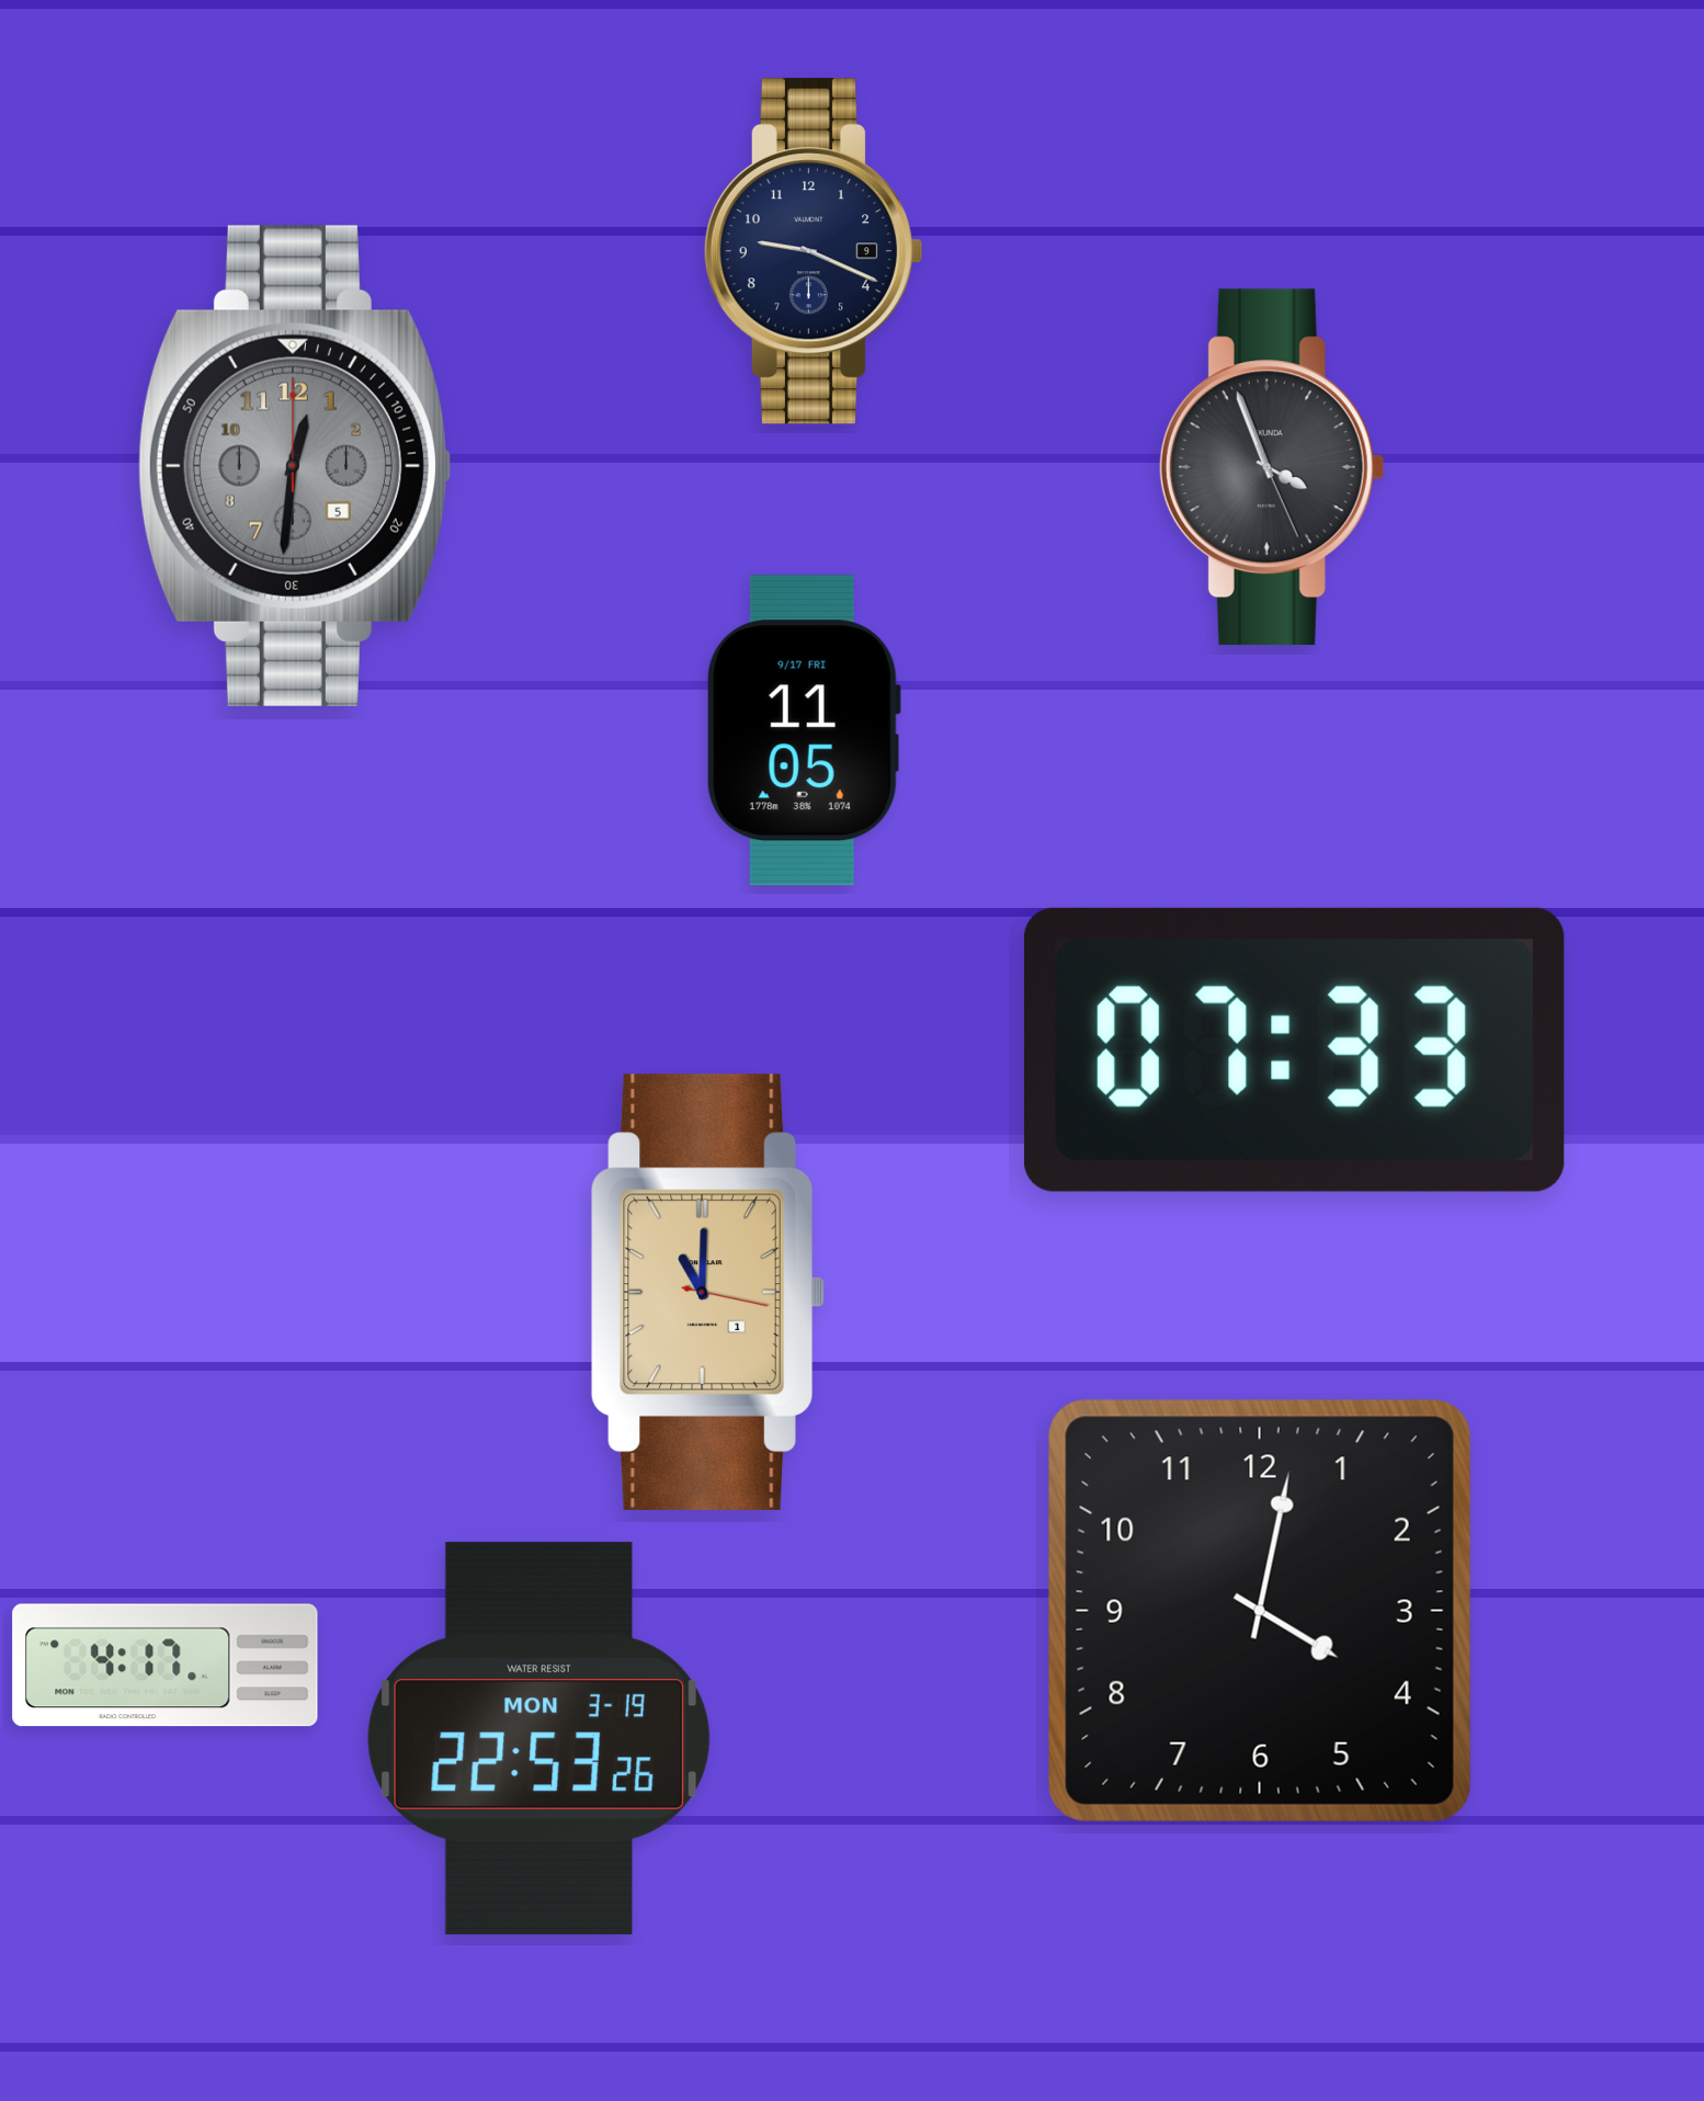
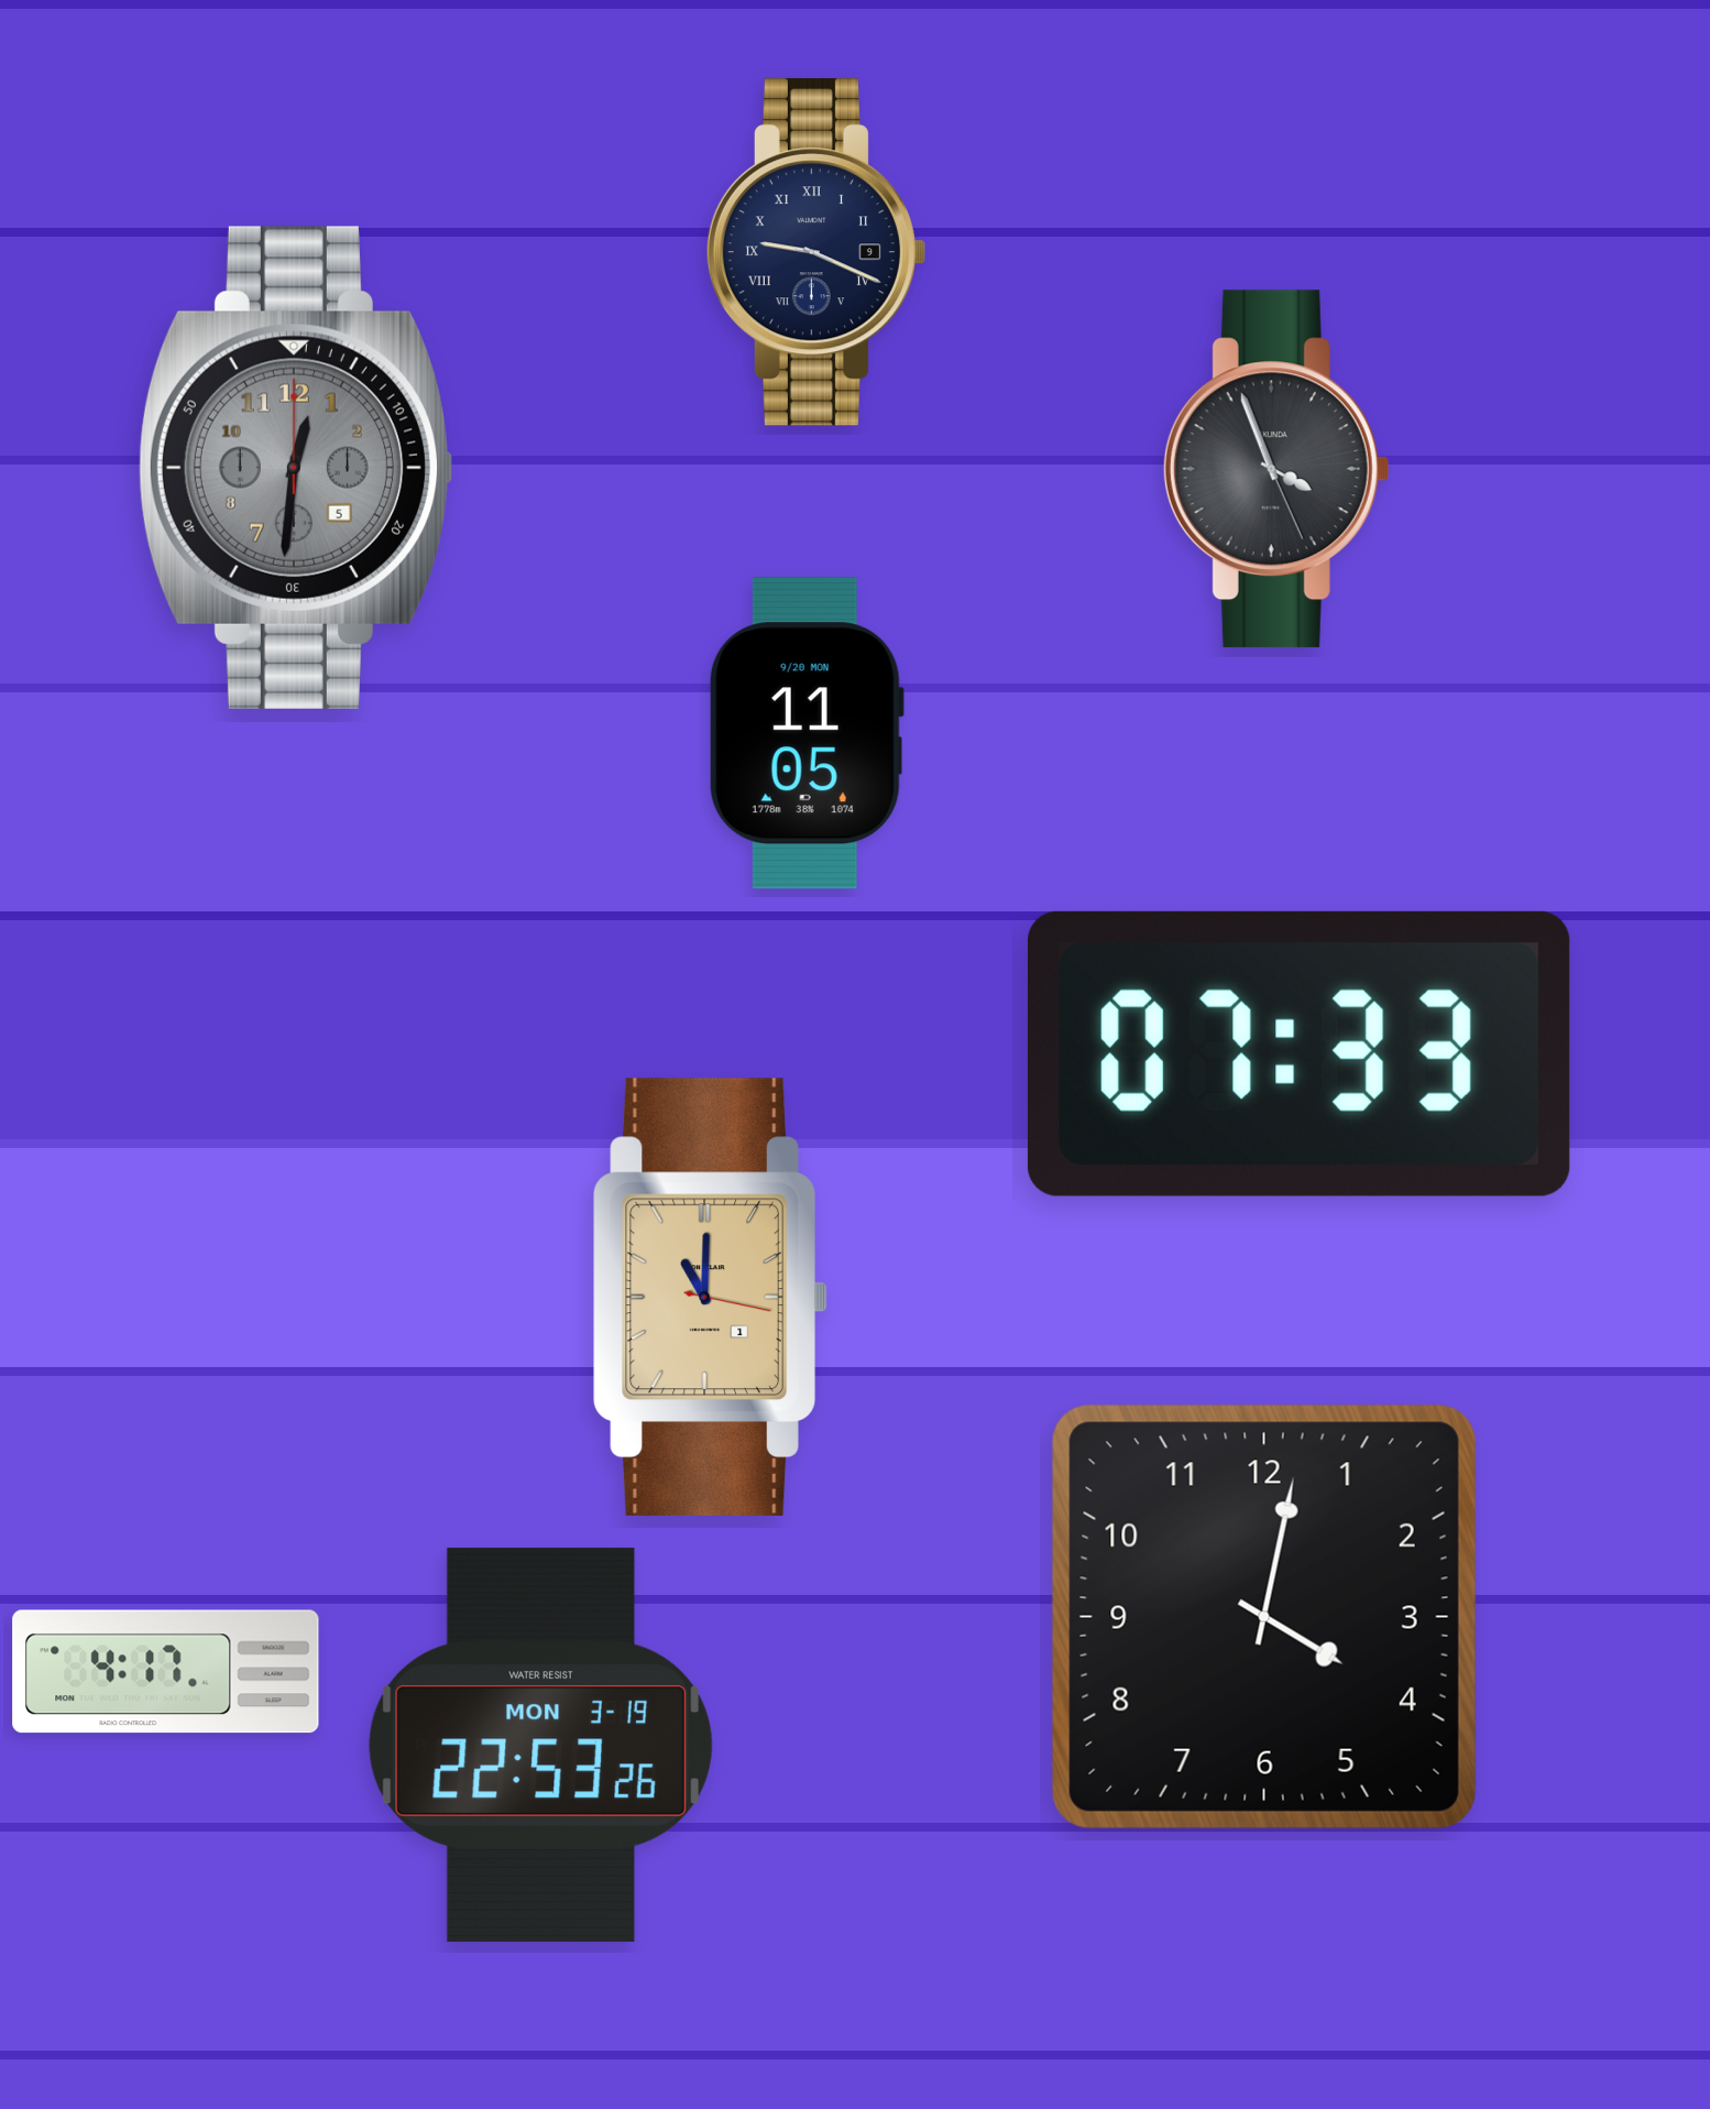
clock at (813, 251) numerals: Arabic -> Roman
clock at (804, 730) date: 9/17 FRI -> 9/20 MON
